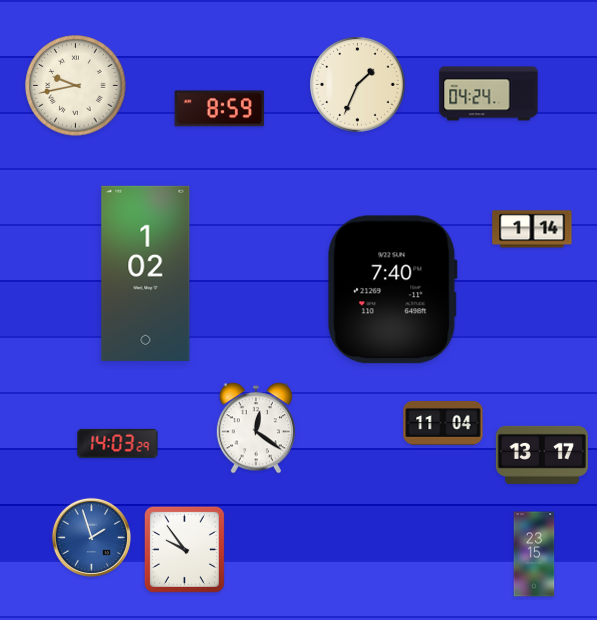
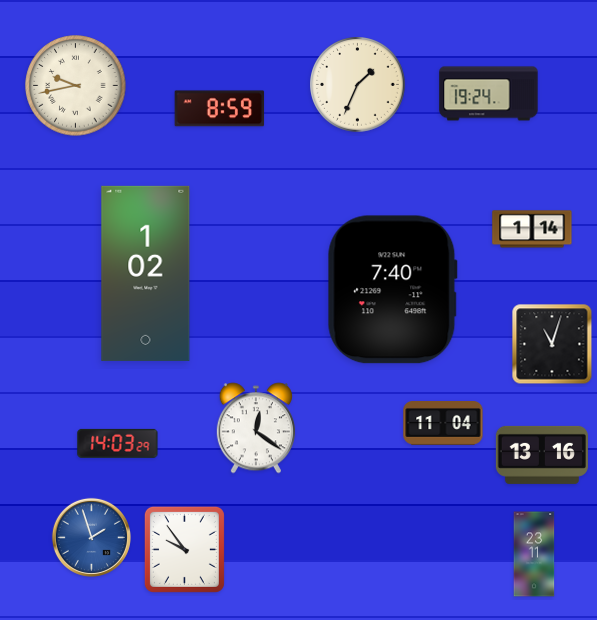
clock at (489, 94): 04:24 -> 19:24
clock at (552, 344): none -> 11:03
clock at (542, 455): 13:17 -> 13:16
clock at (534, 554): 23:15 -> 23:11
